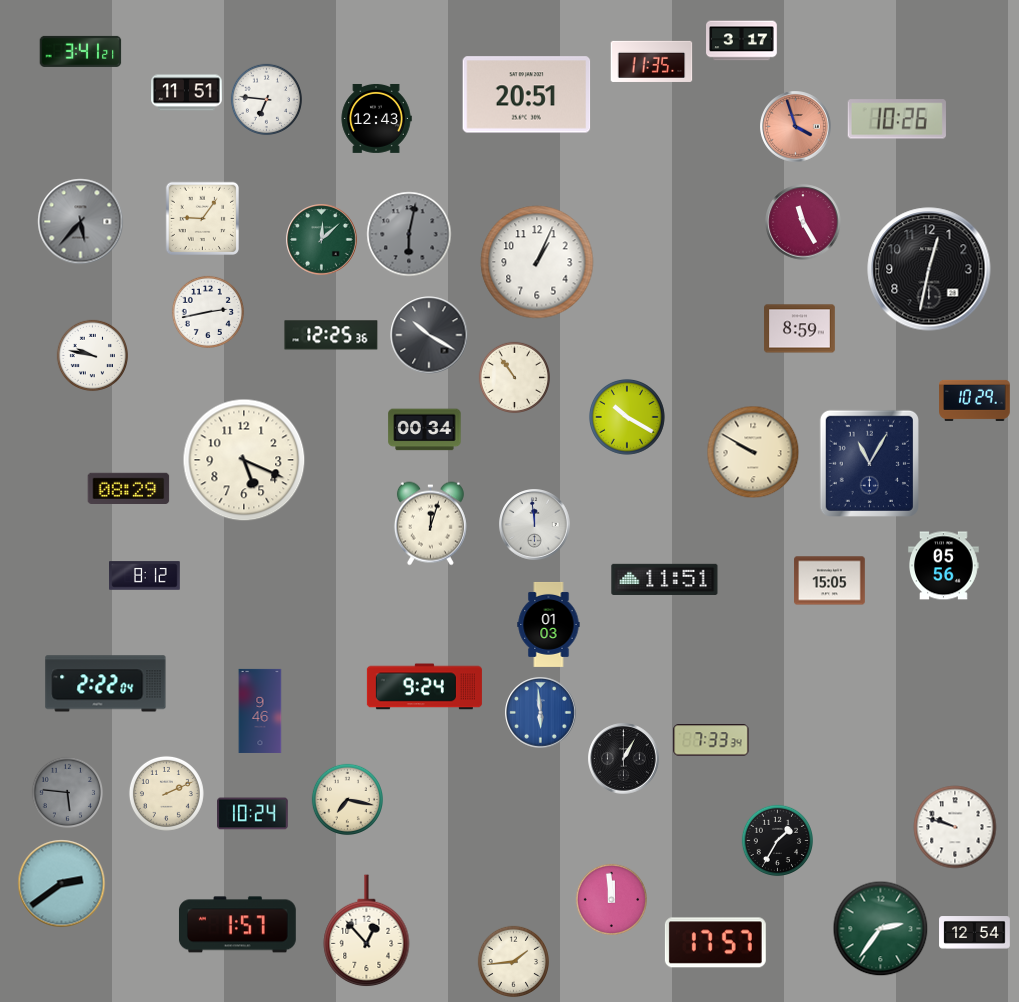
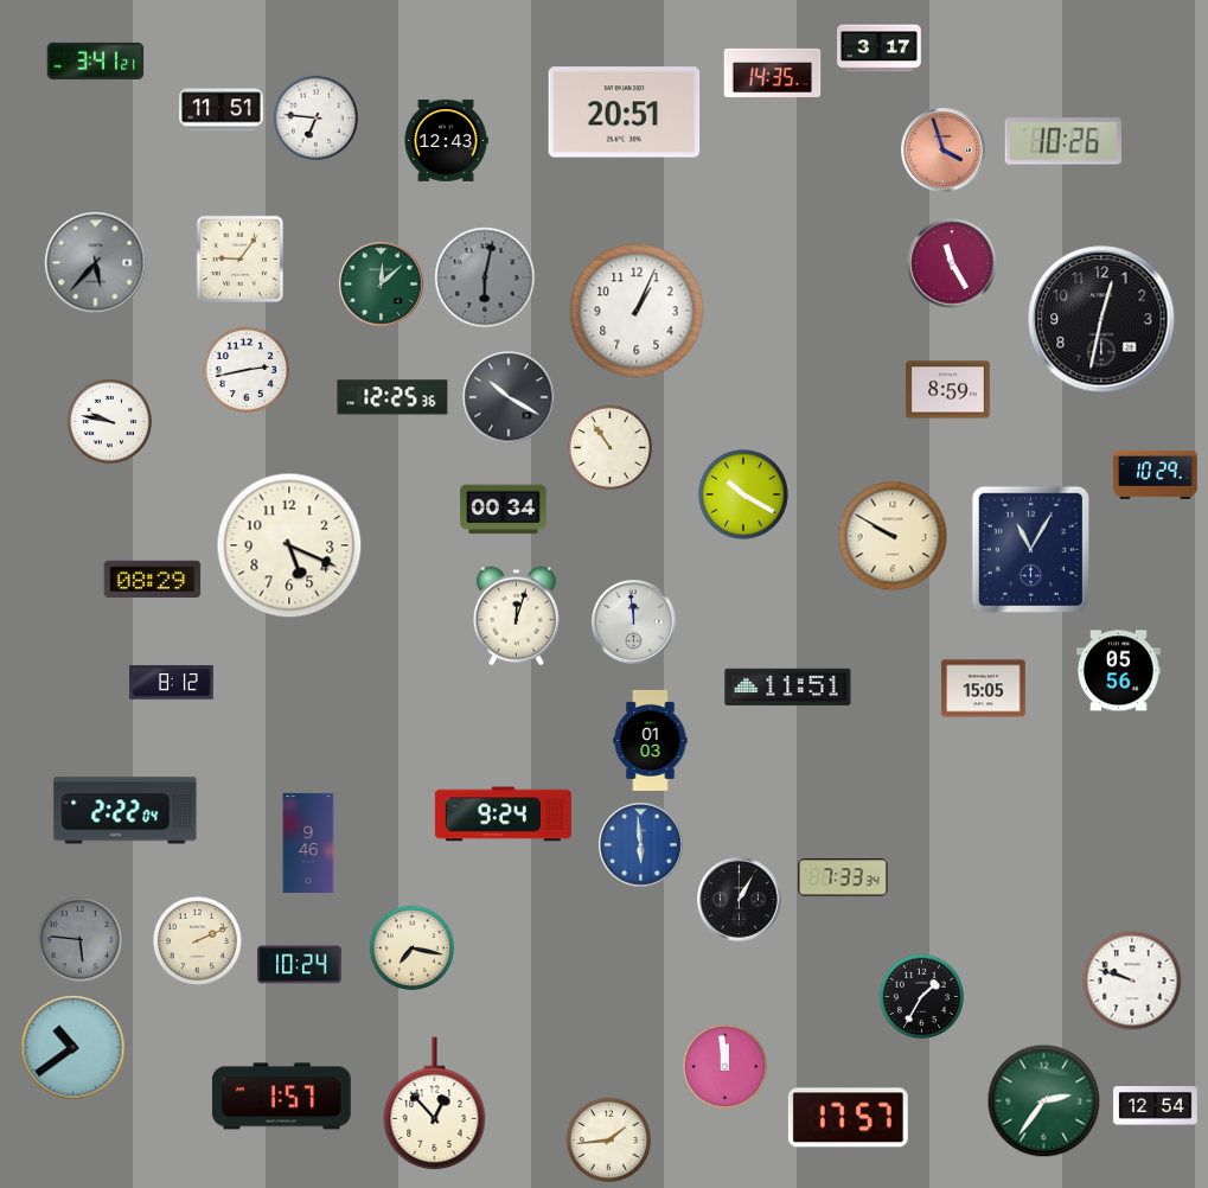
clock at (652, 61): 11:35 -> 14:35
clock at (430, 524) position: (430, 524) -> (516, 617)
clock at (62, 884): 2:39 -> 10:39
